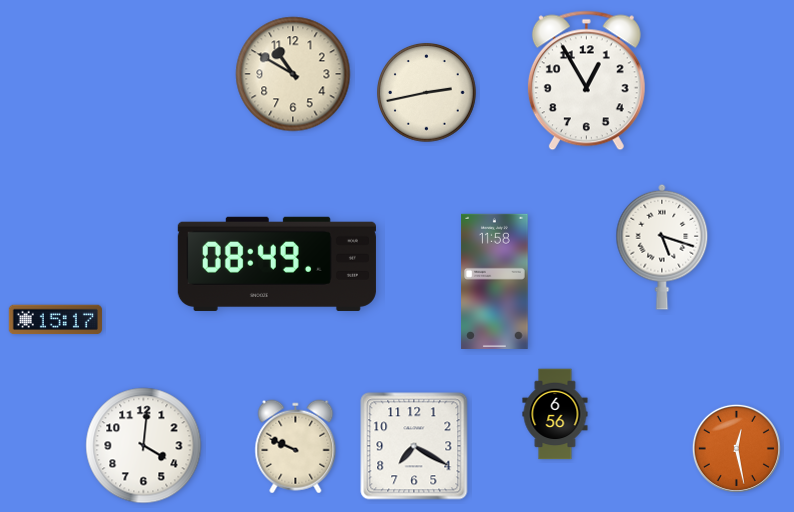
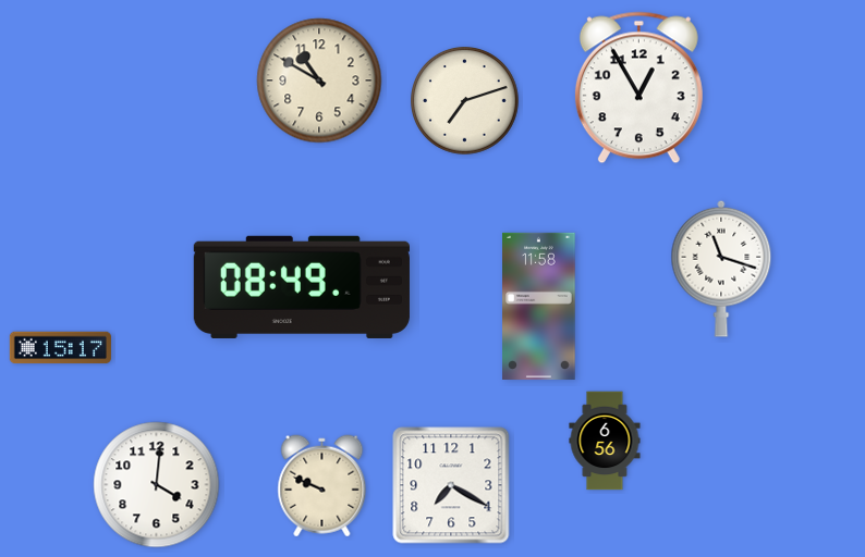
clock at (427, 93): 2:43 -> 7:12
clock at (662, 247): 5:18 -> 11:18
clock at (555, 414) position: (555, 414) -> (605, 441)
clock at (736, 448): 12:28 -> none
